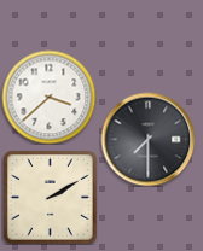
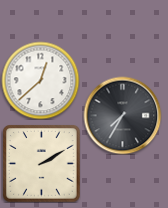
clock at (48, 97): 3:38 -> 12:38
clock at (147, 139): 7:30 -> 7:35
